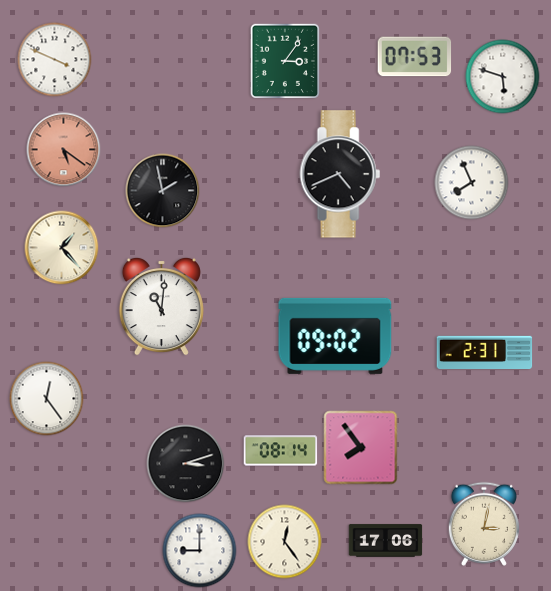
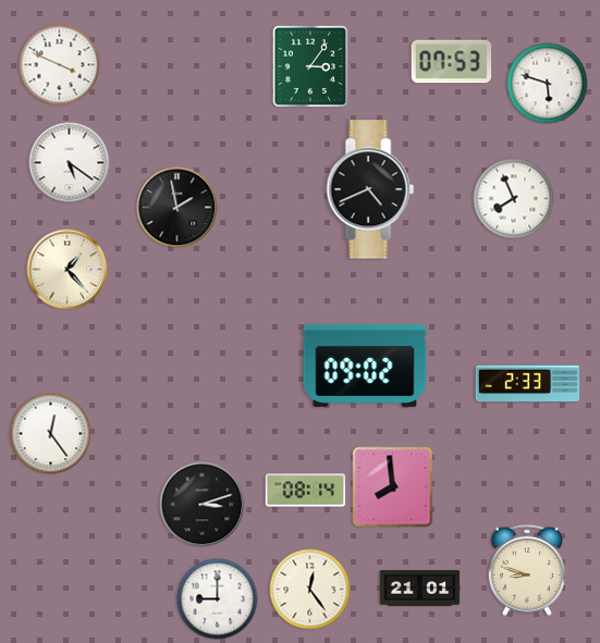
clock at (64, 150) dial: salmon -> white
clock at (161, 306): 11:01 -> none
clock at (485, 352): 2:31 -> 2:33
clock at (361, 448): 7:54 -> 7:59
clock at (484, 524): 3:02 -> 8:48
clock at (386, 541): 17:06 -> 21:01
